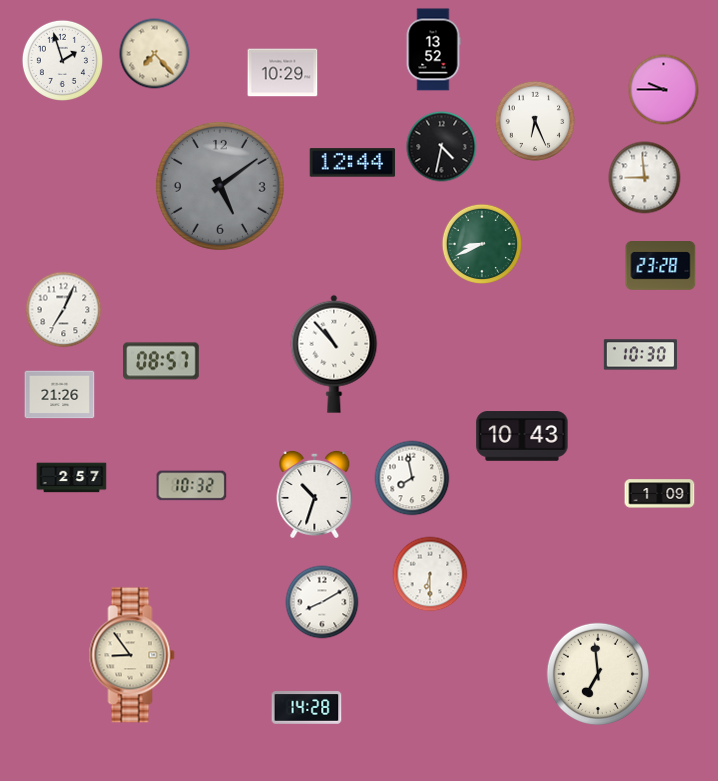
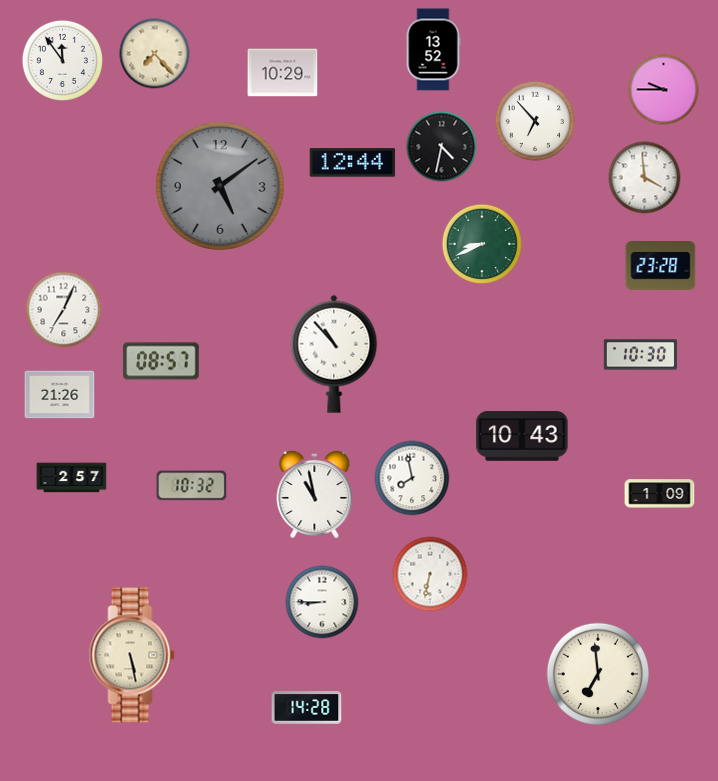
clock at (62, 60): 1:57 -> 11:54
clock at (534, 120): 6:26 -> 6:53
clock at (645, 178): 8:59 -> 3:59
clock at (315, 494): 10:33 -> 10:58
clock at (430, 574): 6:30 -> 6:32
clock at (322, 602): 8:10 -> 8:45
clock at (132, 655): 8:54 -> 5:28
